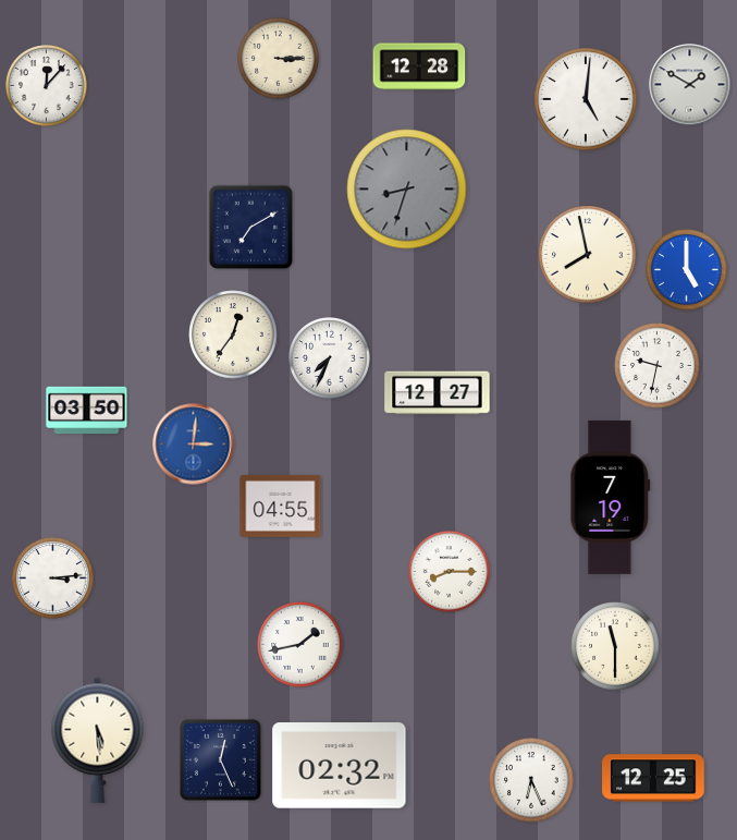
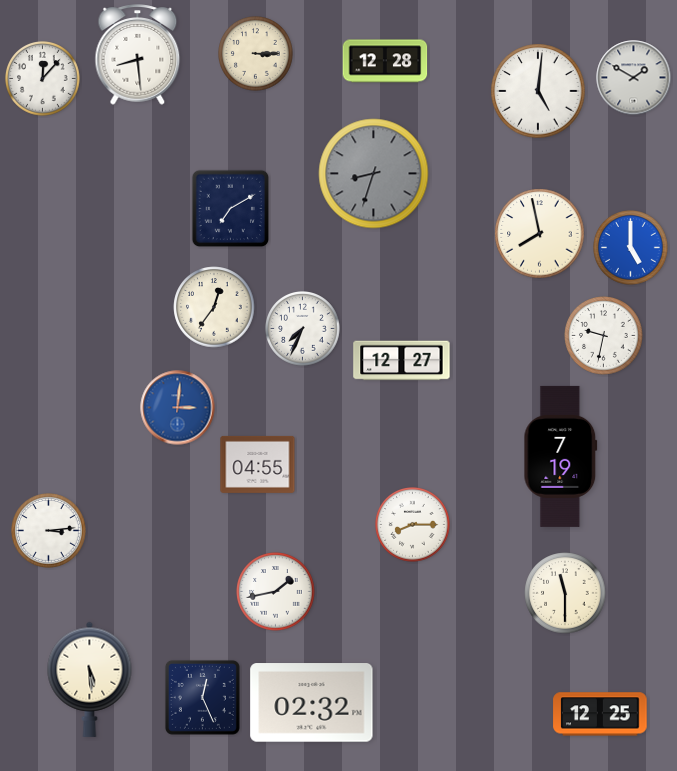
clock at (138, 55): none -> 8:29
clock at (87, 411): 03:50 -> none
clock at (531, 780): 6:26 -> none
